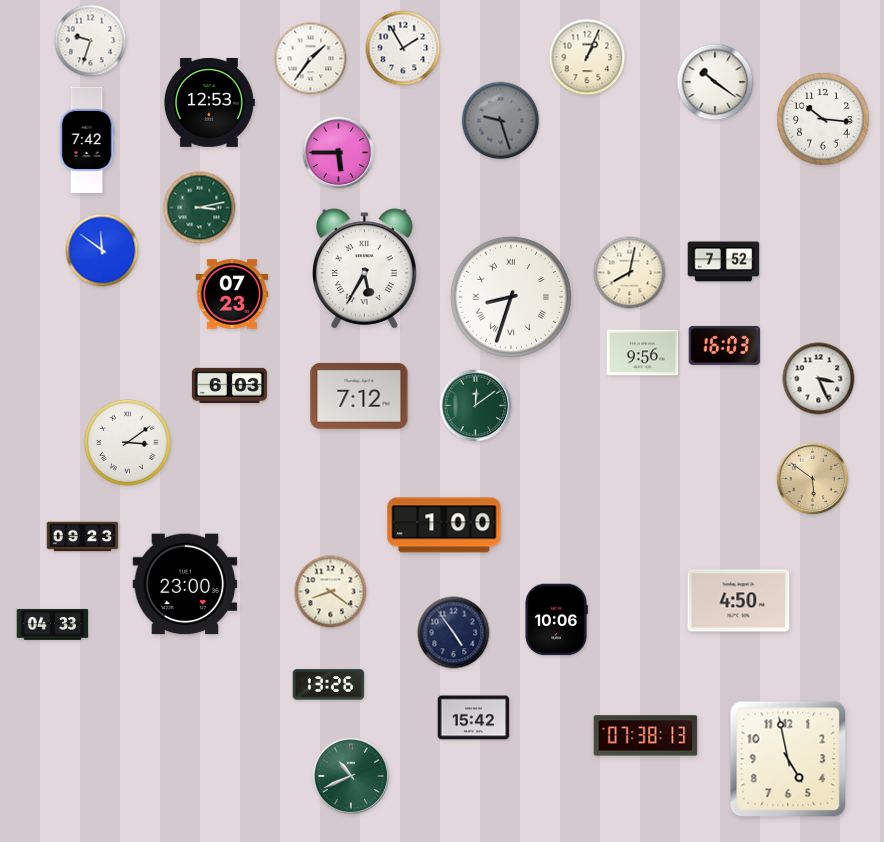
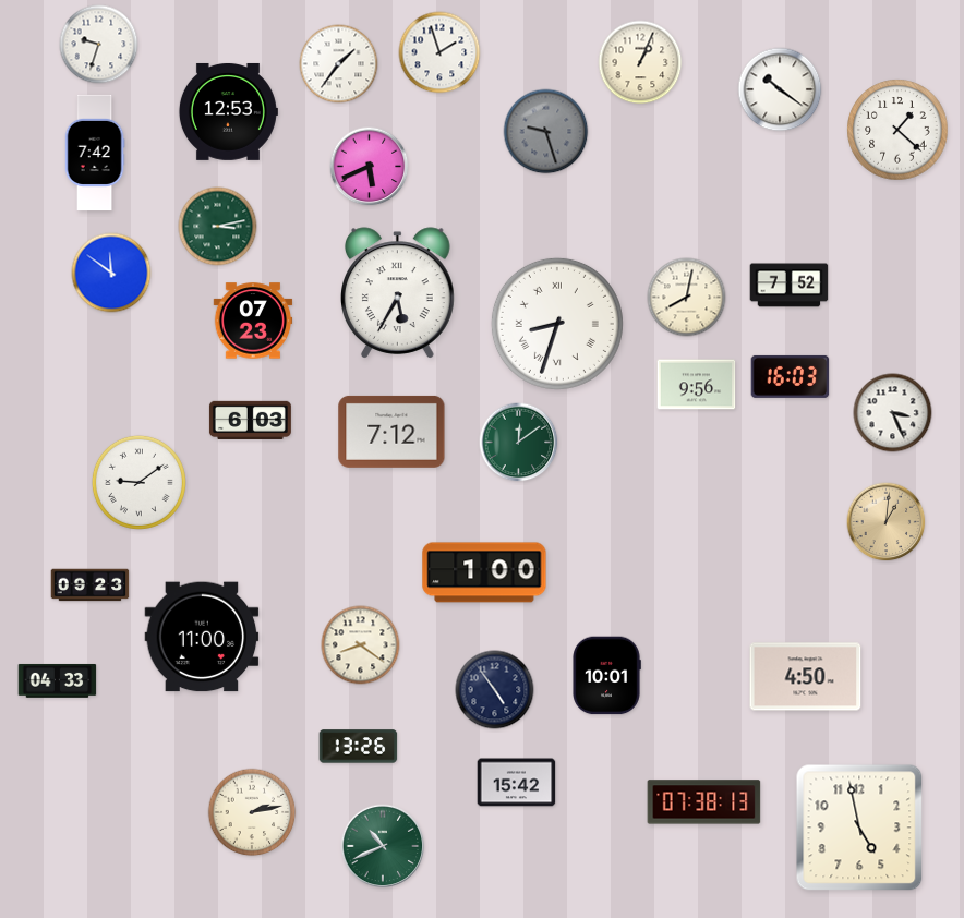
clock at (403, 48): 1:55 -> 1:57
clock at (823, 119): 10:16 -> 1:22
clock at (339, 153): 5:45 -> 5:41
clock at (643, 353) position: (643, 353) -> (697, 385)
clock at (127, 442): 3:09 -> 9:09
clock at (813, 479): 5:51 -> 1:01
clock at (185, 584): 23:00 -> 11:00
clock at (739, 601) position: (739, 601) -> (806, 677)
clock at (556, 620): 10:06 -> 10:01
clock at (252, 812): none -> 2:13
